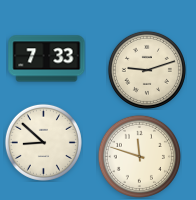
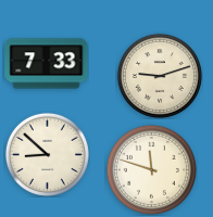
clock at (47, 59) position: (47, 59) -> (47, 64)
